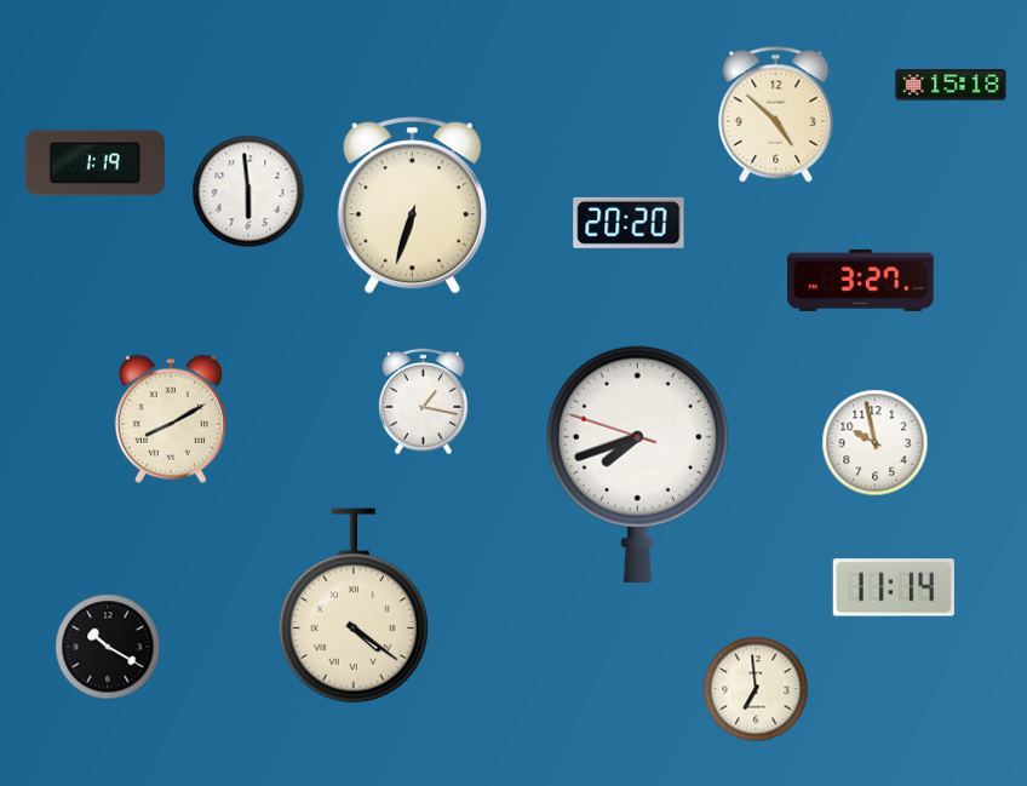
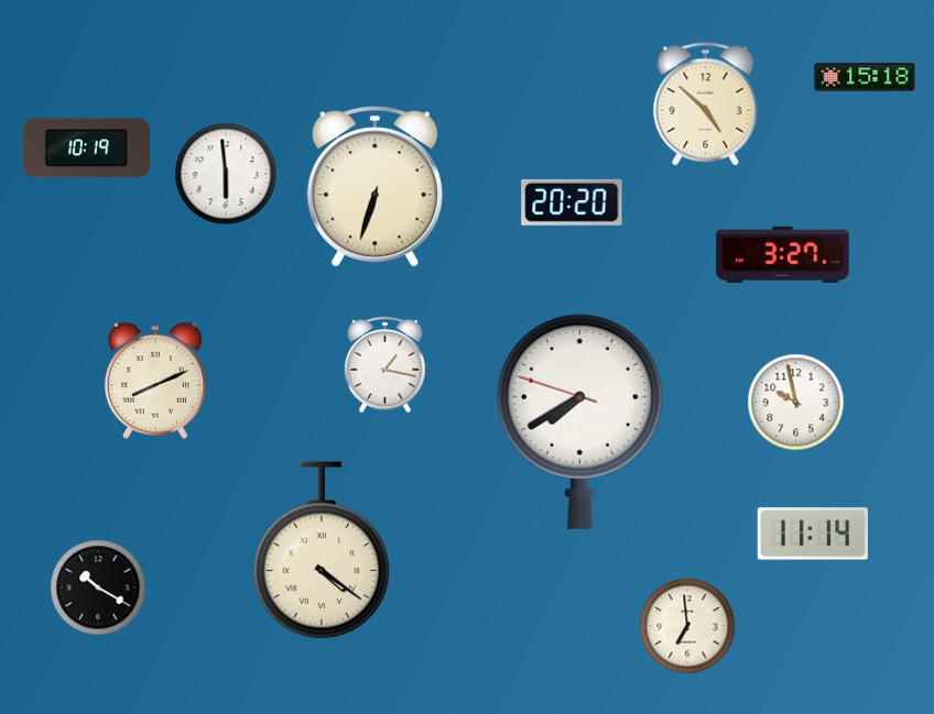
clock at (94, 163): 1:19 -> 10:19
clock at (171, 419): 8:10 -> 8:11
clock at (637, 464): 7:41 -> 7:39
